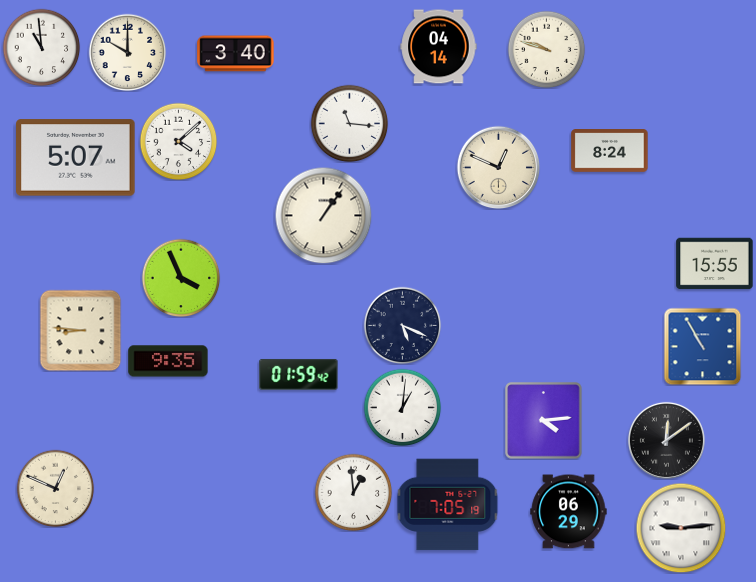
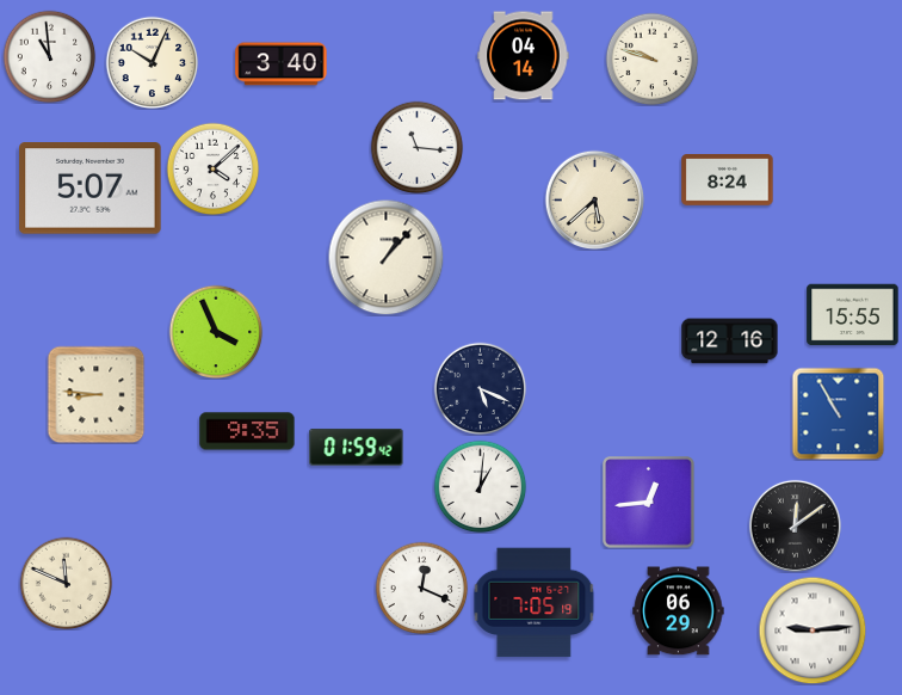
clock at (127, 52): 10:00 -> 10:04
clock at (498, 167): 12:49 -> 5:38
clock at (323, 215): 1:06 -> 1:07
clock at (730, 342): none -> 12:16
clock at (168, 361) position: (168, 361) -> (247, 431)
clock at (544, 421): 4:14 -> 12:44
clock at (55, 488): 12:49 -> 11:49
clock at (353, 492): 12:59 -> 12:19
